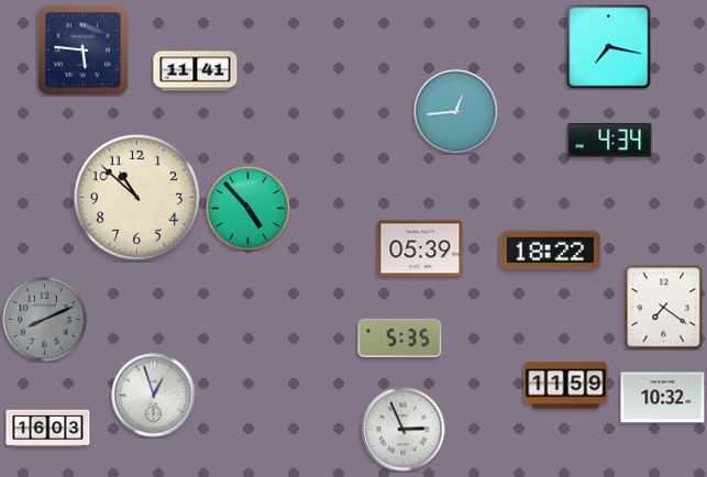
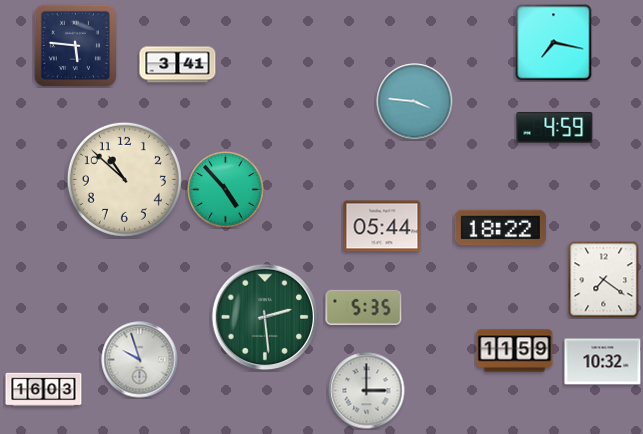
clock at (196, 71): 11:41 -> 3:41
clock at (456, 112): 12:44 -> 3:46
clock at (610, 140): 4:34 -> 4:59
clock at (420, 248): 05:39 -> 05:44
clock at (45, 320): 8:11 -> none
clock at (265, 317): none -> 2:29
clock at (154, 396): 12:57 -> 9:57
clock at (404, 430): 2:56 -> 3:00
